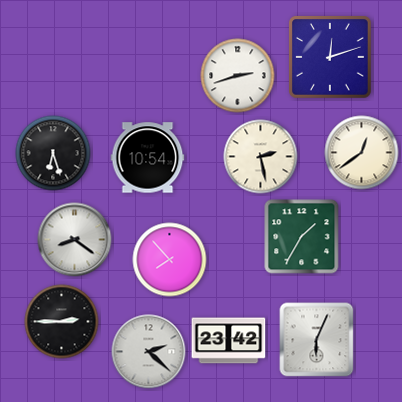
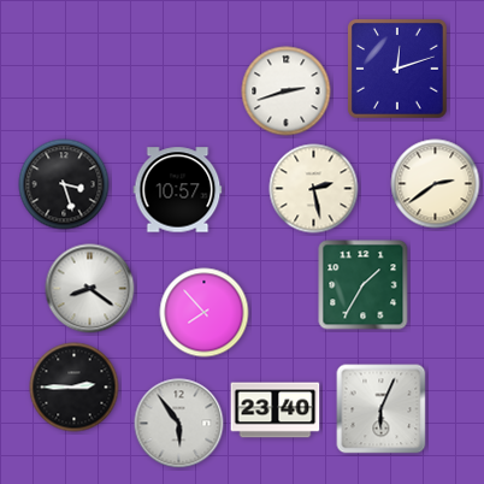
clock at (53, 153): 6:27 -> 3:27
clock at (362, 153): 12:39 -> 2:39
clock at (148, 158): 10:54 -> 10:57
clock at (229, 341): 23:42 -> 23:40
clock at (149, 352): 2:22 -> 5:54
